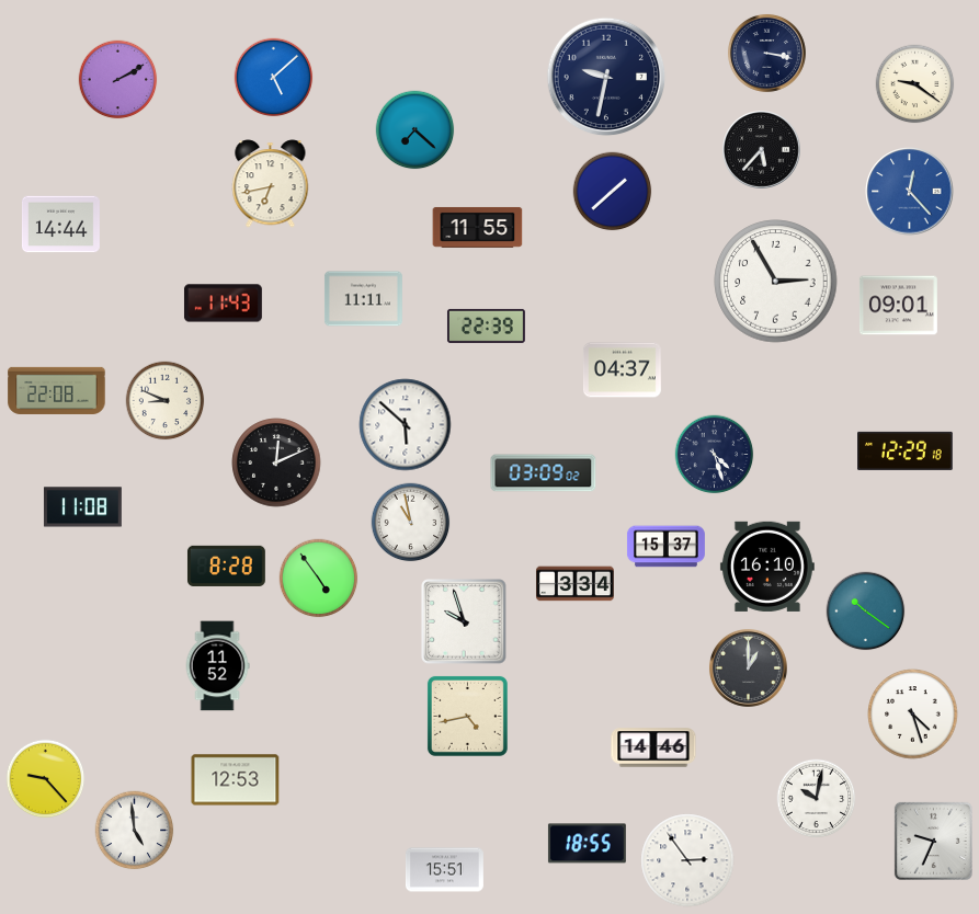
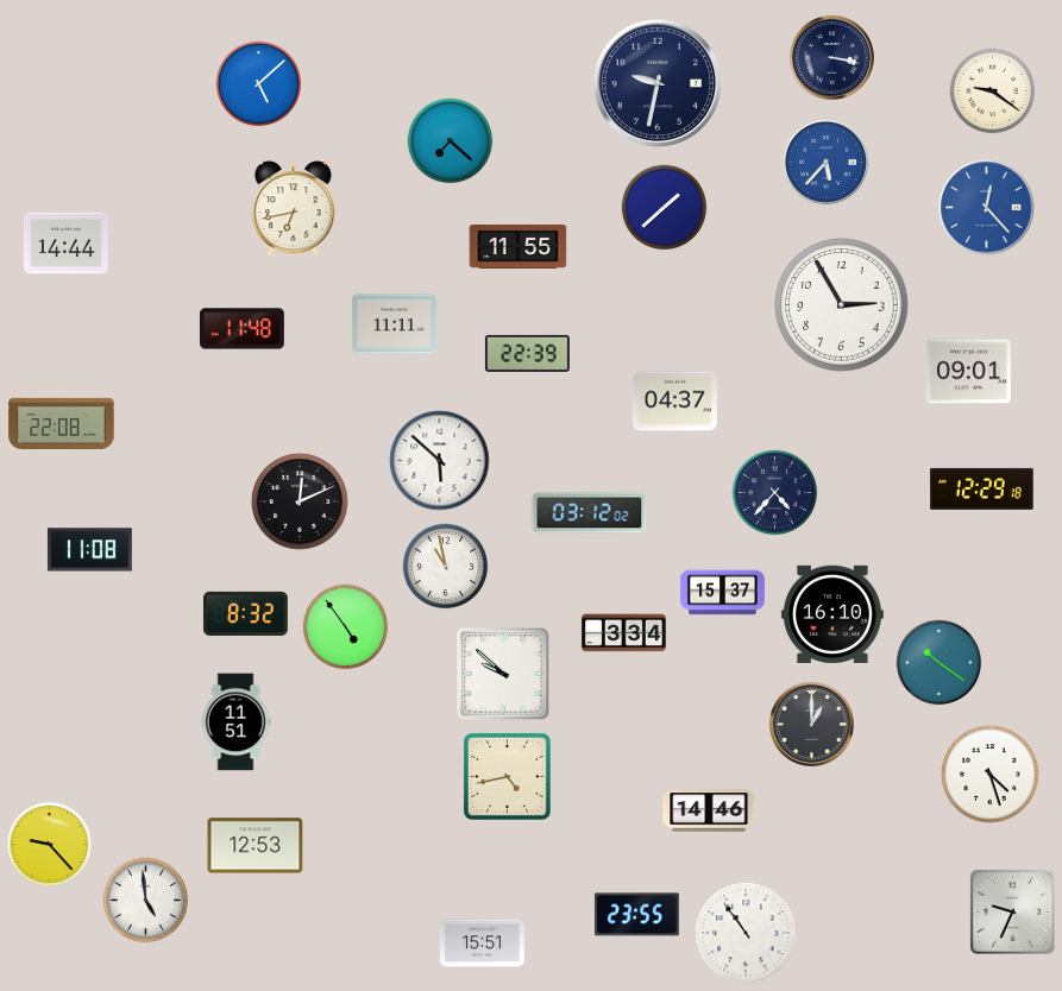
clock at (274, 78) position: (274, 78) -> (259, 84)
clock at (118, 80): 2:10 -> none
clock at (761, 149) dial: black -> blue
clock at (271, 184) position: (271, 184) -> (294, 209)
clock at (223, 304): 11:43 -> 11:48
clock at (898, 306) position: (898, 306) -> (968, 372)
clock at (166, 401): 8:49 -> none
clock at (715, 455): 4:27 -> 4:37
clock at (544, 473): 03:09 -> 03:12
clock at (226, 565): 8:28 -> 8:32
clock at (464, 621): 9:57 -> 9:52
clock at (217, 666): 11:52 -> 11:51
clock at (817, 799): 10:02 -> none
clock at (587, 844): 18:55 -> 23:55
clock at (687, 860): 2:54 -> 10:54
